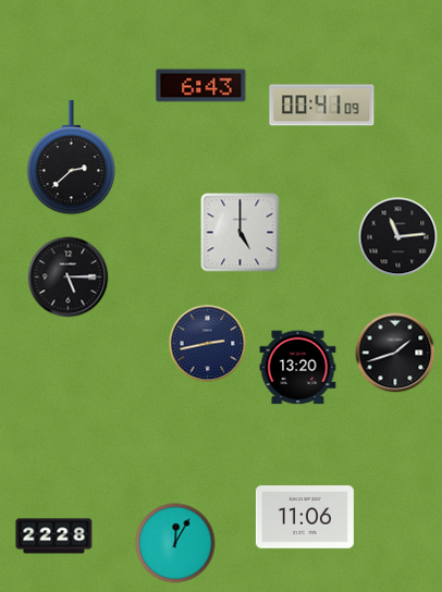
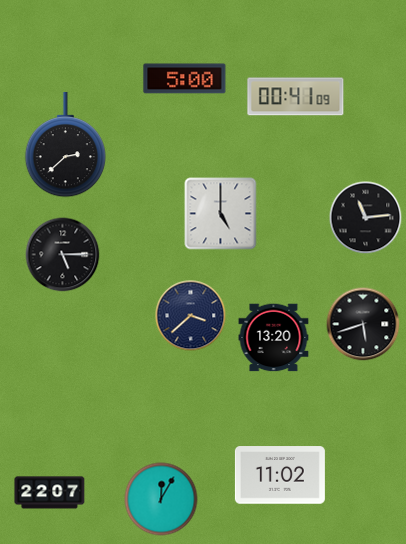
clock at (201, 86): 6:43 -> 5:00
clock at (208, 344): 2:43 -> 3:38
clock at (395, 353): 1:42 -> 5:42
clock at (305, 517): 11:06 -> 11:02
clock at (54, 536): 22:28 -> 22:07
